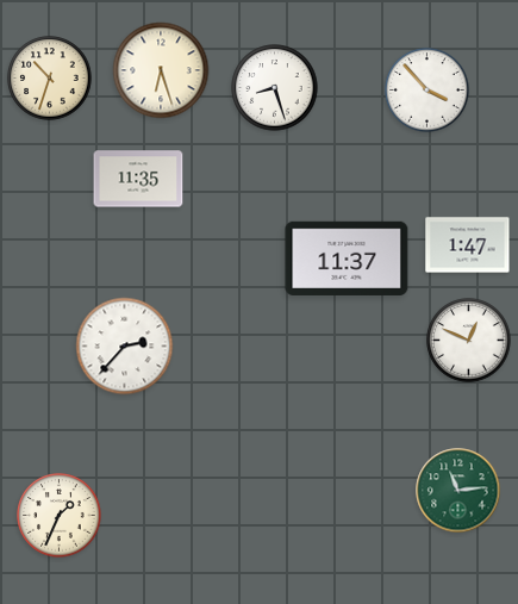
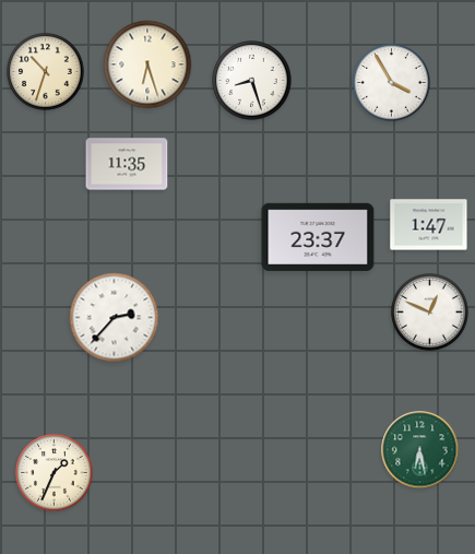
clock at (427, 91): 3:53 -> 3:55
clock at (347, 259): 11:37 -> 23:37
clock at (458, 491): 11:14 -> 6:28
